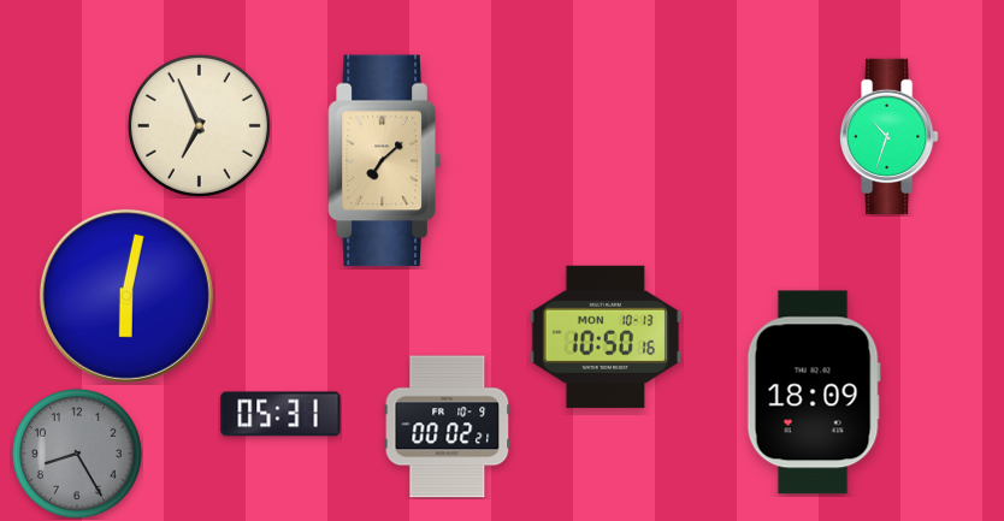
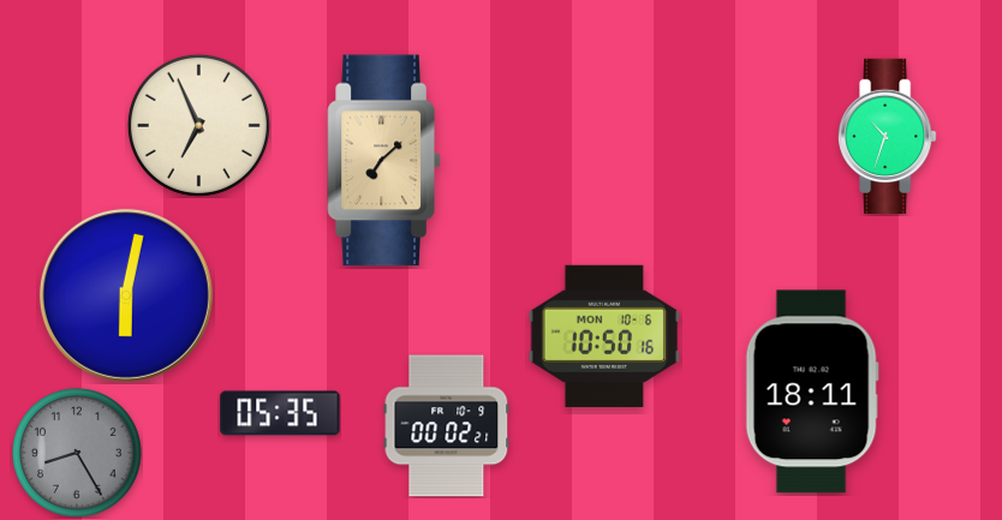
clock at (606, 337) date: MON 10-13 -> MON 10-6
clock at (814, 392): 18:09 -> 18:11
clock at (280, 414): 05:31 -> 05:35
